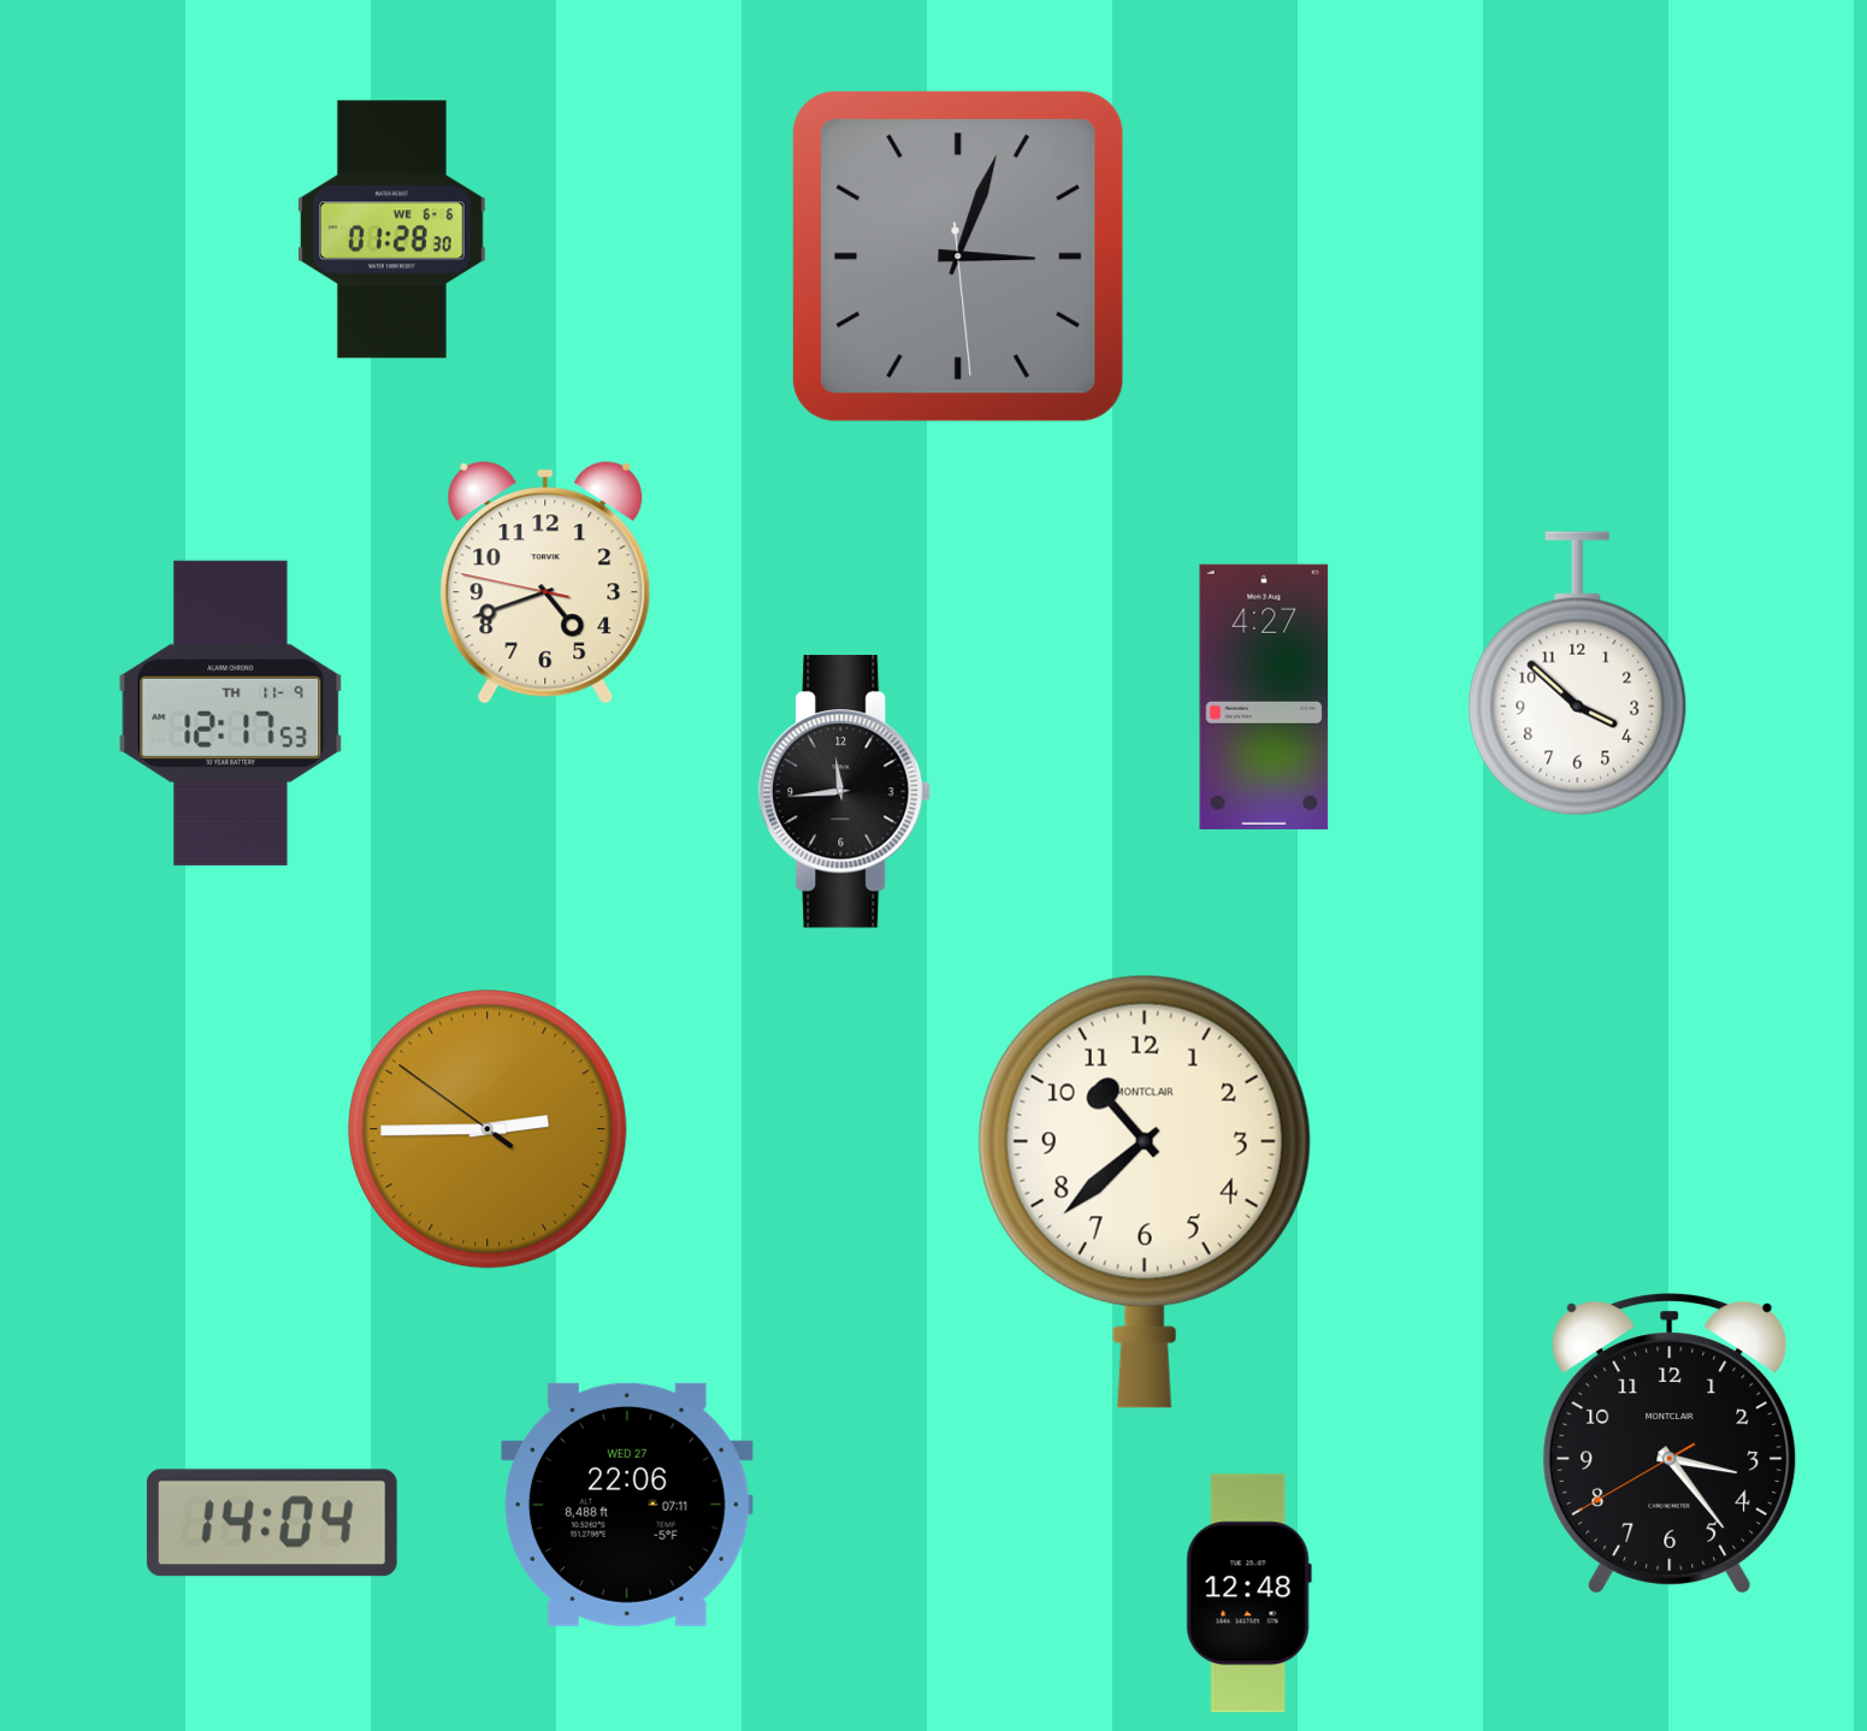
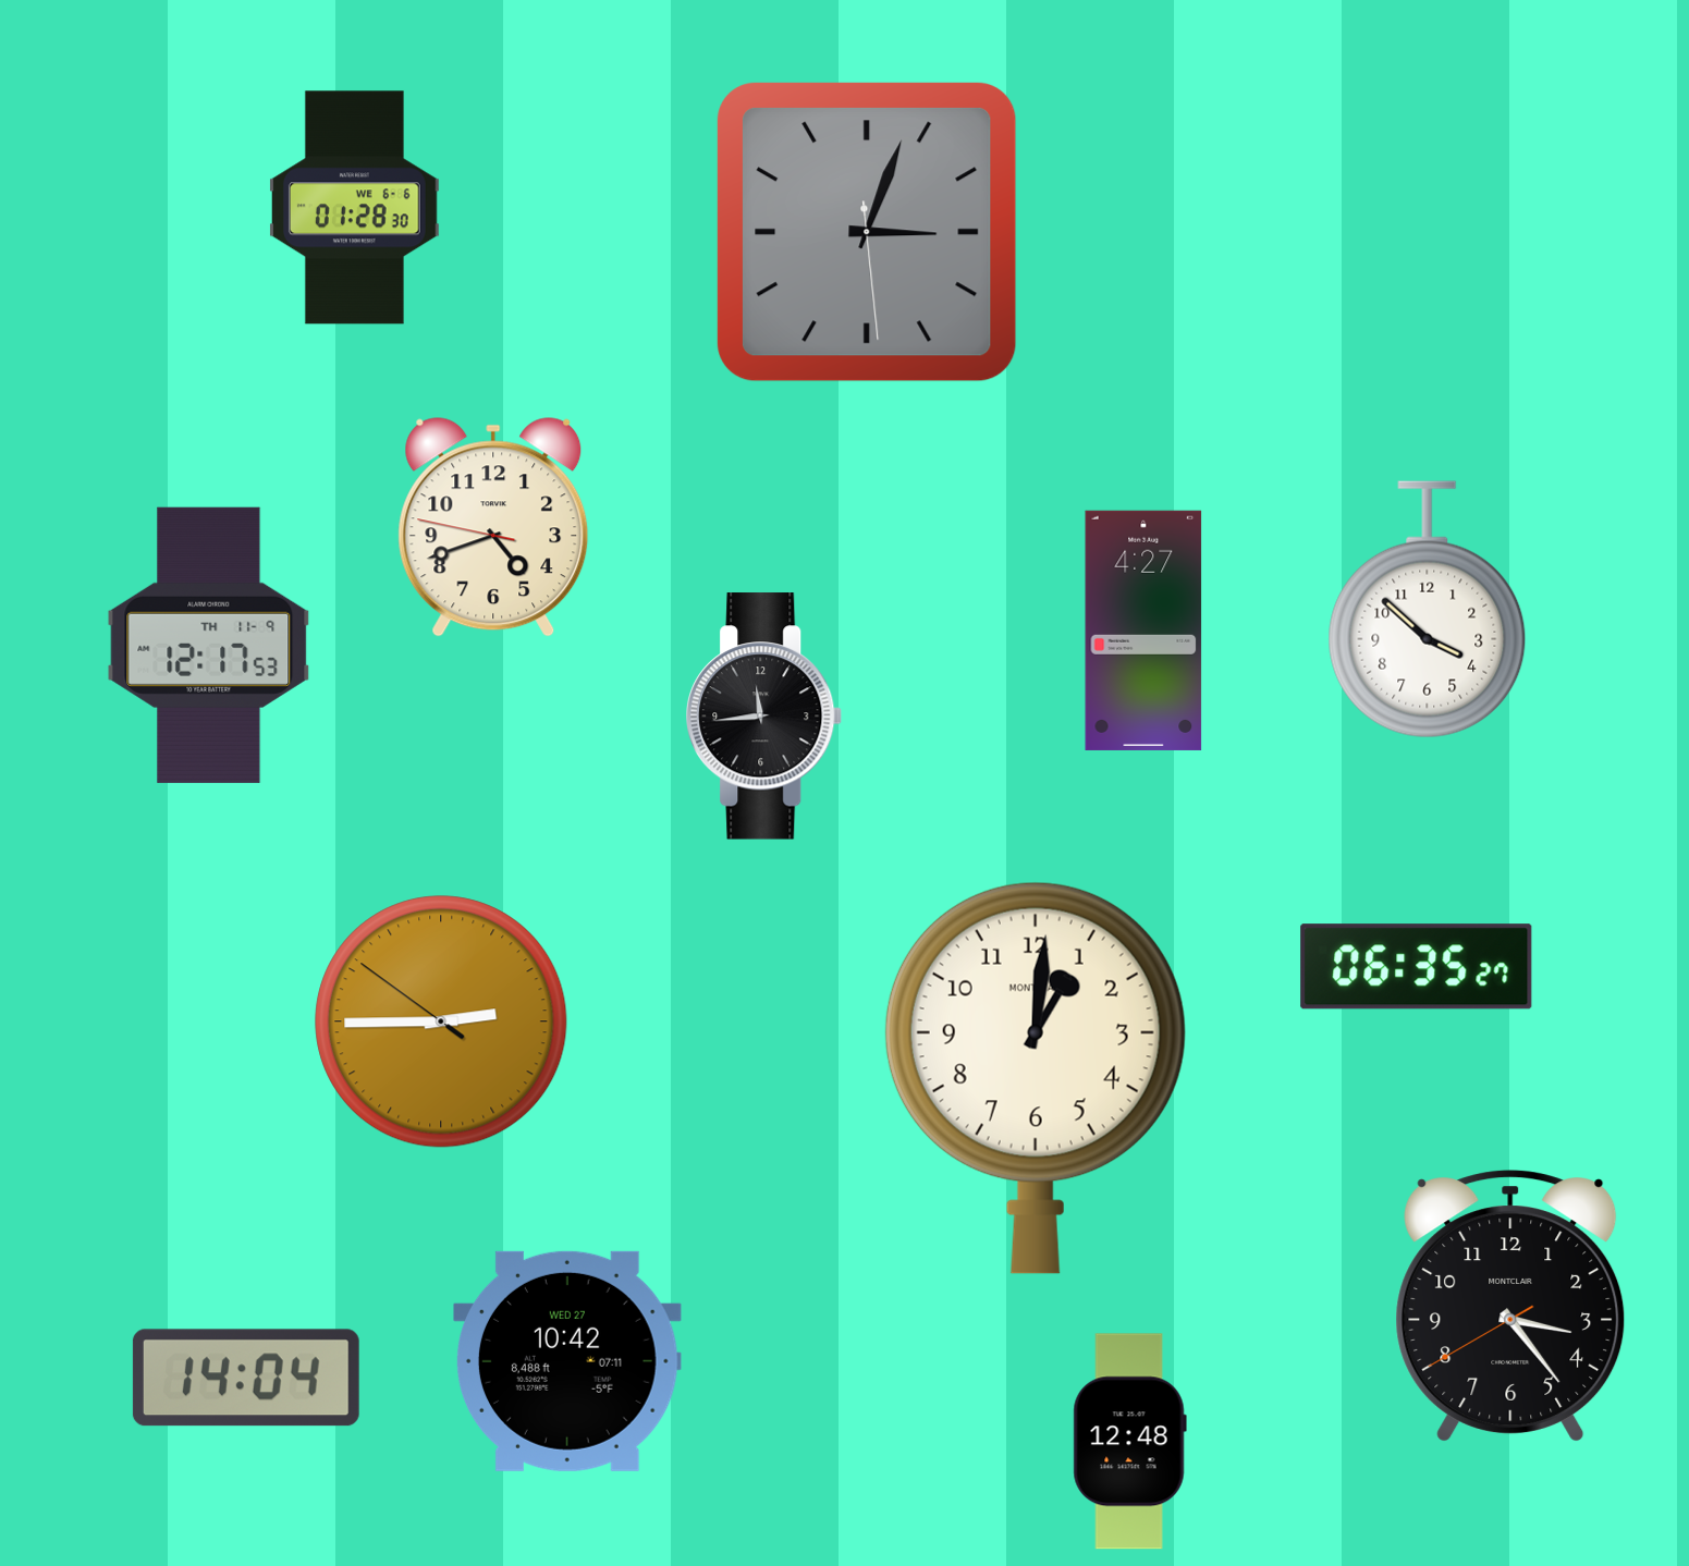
clock at (1417, 967): none -> 06:35
clock at (1145, 1192): 10:38 -> 1:01
clock at (628, 1505): 22:06 -> 10:42
